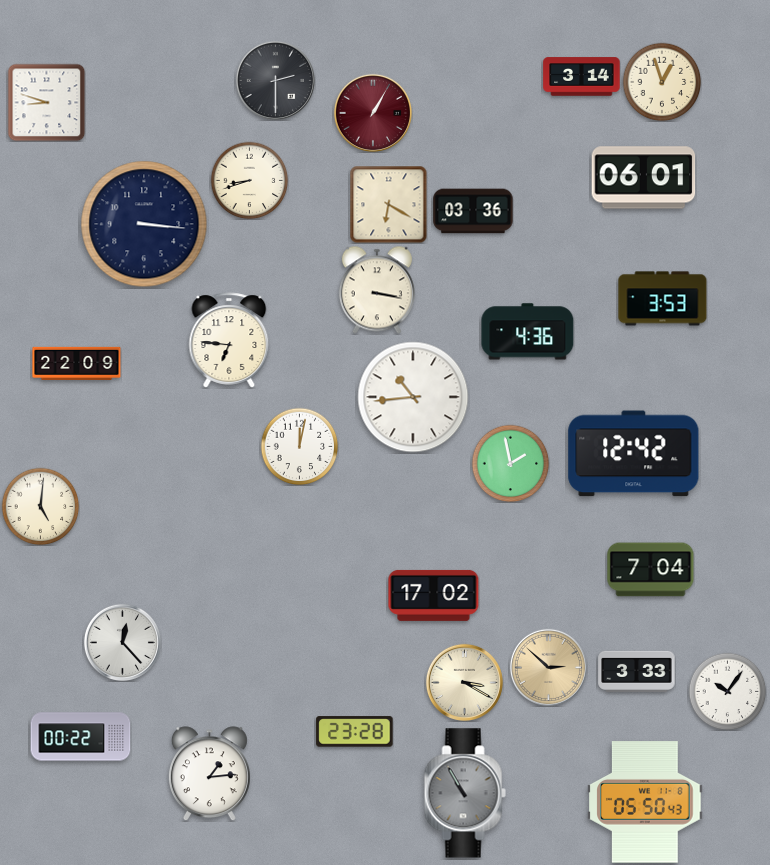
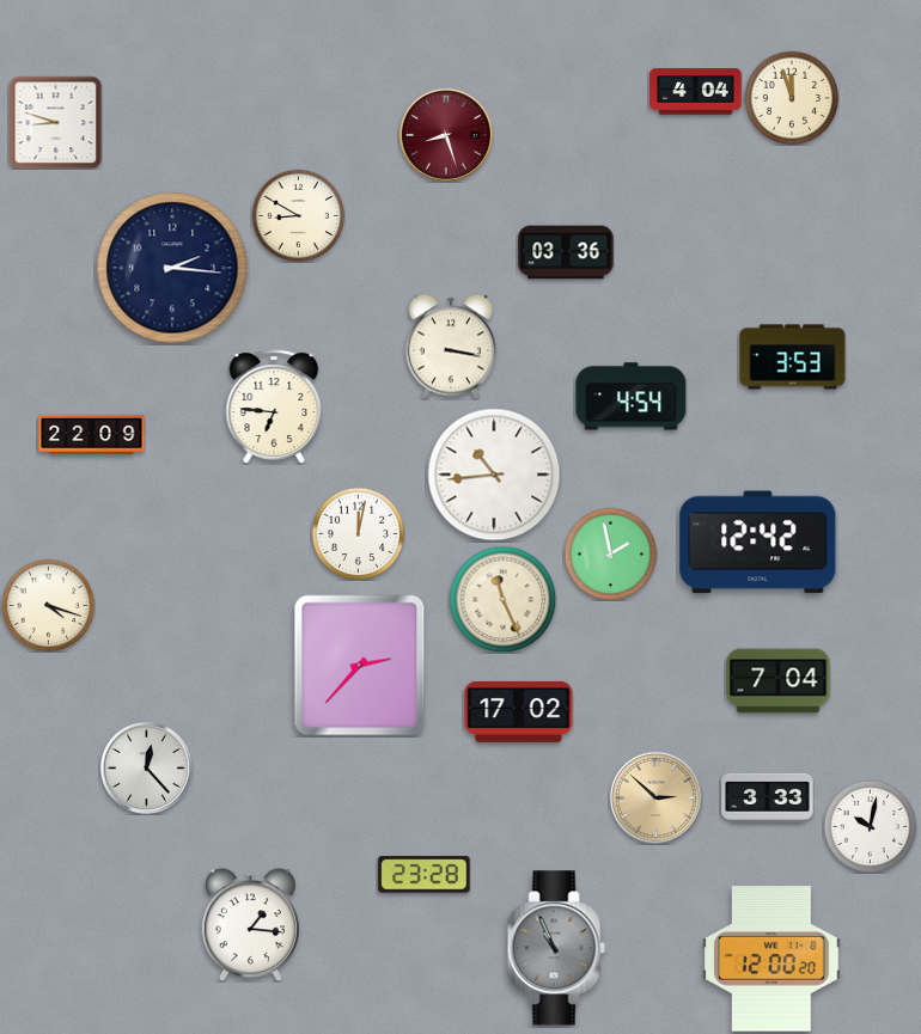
clock at (582, 77): 3:14 -> 4:04
clock at (275, 80): 2:30 -> none
clock at (662, 82): 12:57 -> 11:57
clock at (373, 113): 1:05 -> 8:27
clock at (644, 178): 06:01 -> none
clock at (249, 180): 8:42 -> 8:50
clock at (388, 204): 6:20 -> none
clock at (144, 224): 3:16 -> 2:16
clock at (528, 332): 4:36 -> 4:54
clock at (502, 599): none -> 11:26
clock at (40, 506): 5:01 -> 4:18
clock at (360, 666): none -> 2:37
clock at (637, 671) position: (637, 671) -> (768, 797)
clock at (464, 682): 3:20 -> none
clock at (727, 691): 10:06 -> 10:02
clock at (81, 737): 00:22 -> none
clock at (209, 774): 1:14 -> 1:16
clock at (465, 793): 10:55 -> 10:56
clock at (645, 802): 05:50 -> 12:00
